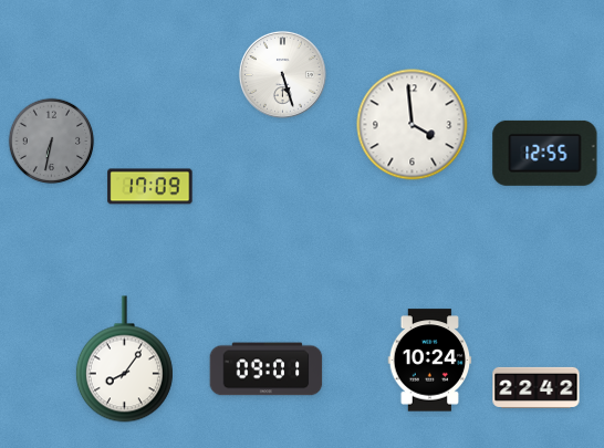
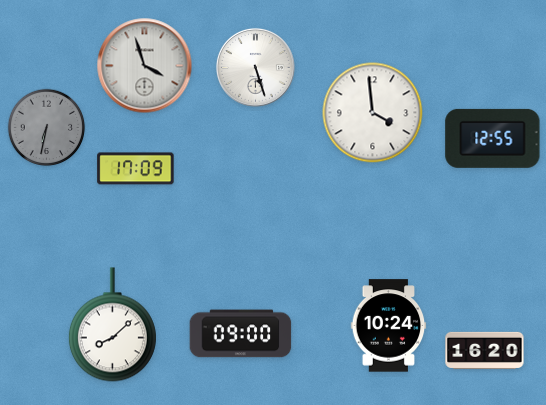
clock at (145, 66): none -> 3:57
clock at (124, 360): 8:06 -> 8:08
clock at (267, 369): 09:01 -> 09:00
clock at (537, 387): 22:42 -> 16:20
